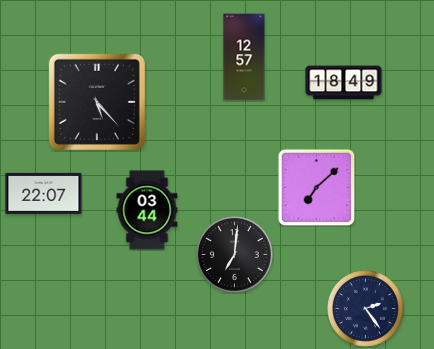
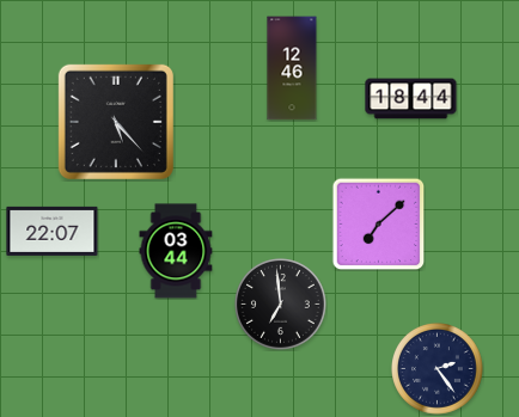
clock at (244, 57): 12:57 -> 12:46
clock at (344, 83): 18:49 -> 18:44
clock at (235, 255): 7:01 -> 6:59
